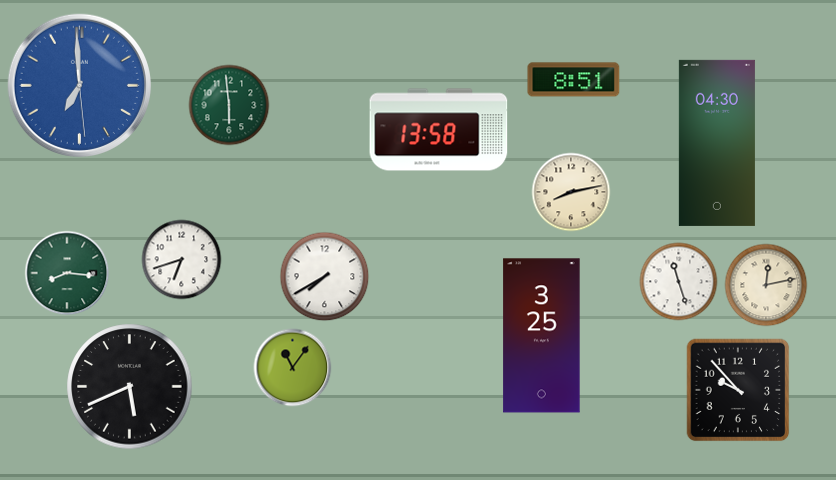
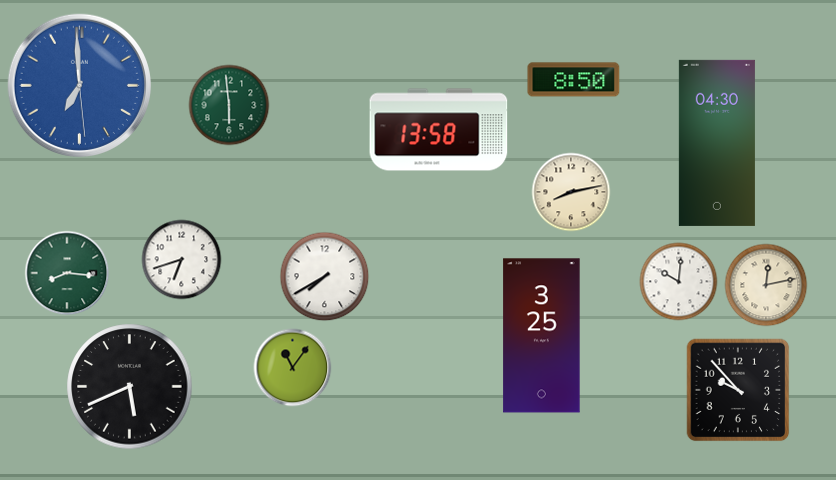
clock at (574, 80): 8:51 -> 8:50
clock at (679, 282): 11:27 -> 10:01
